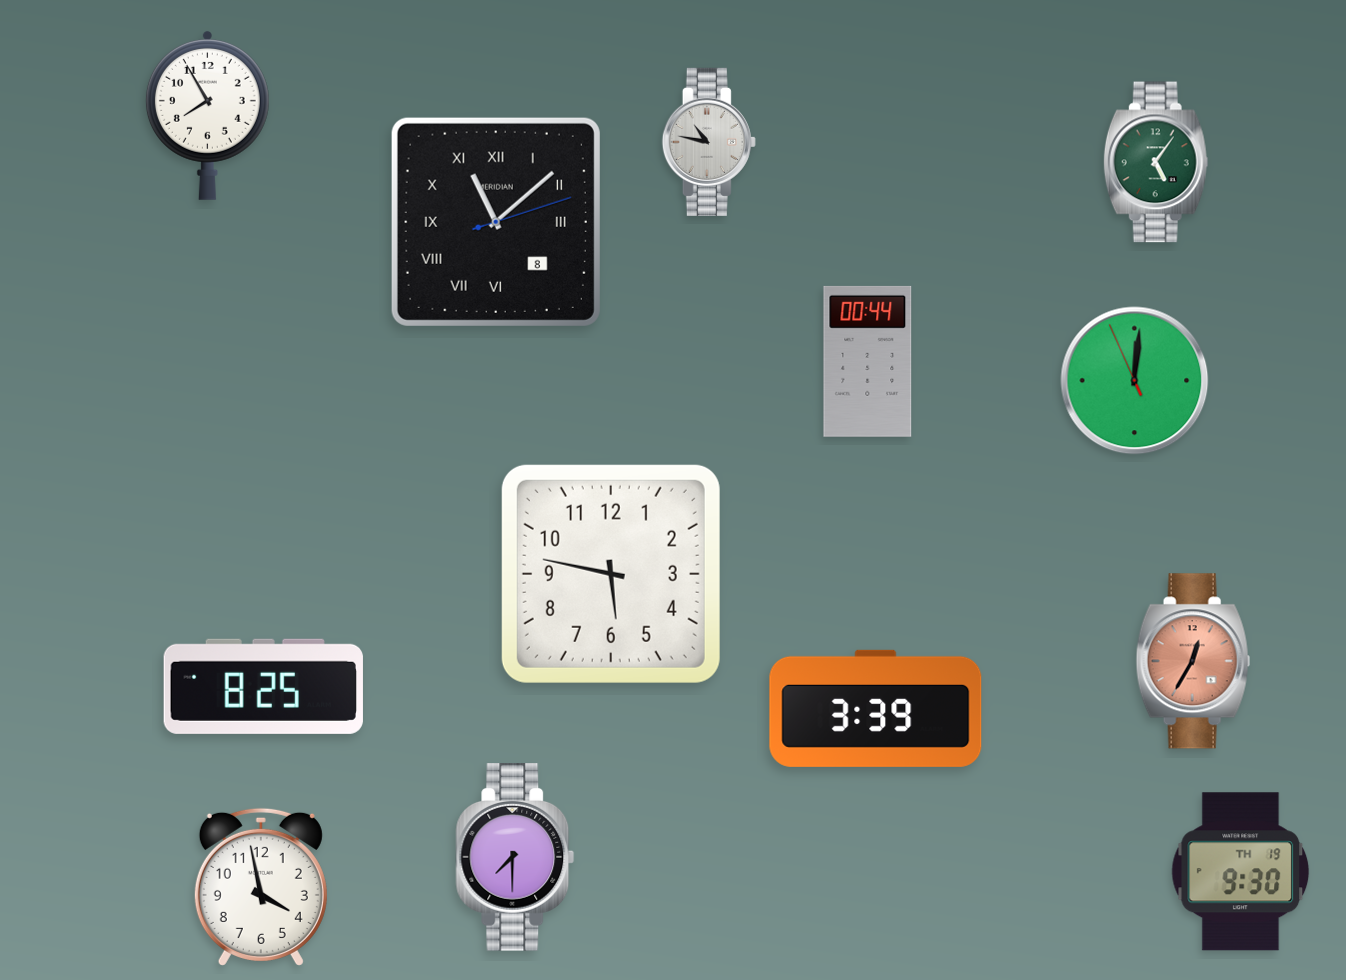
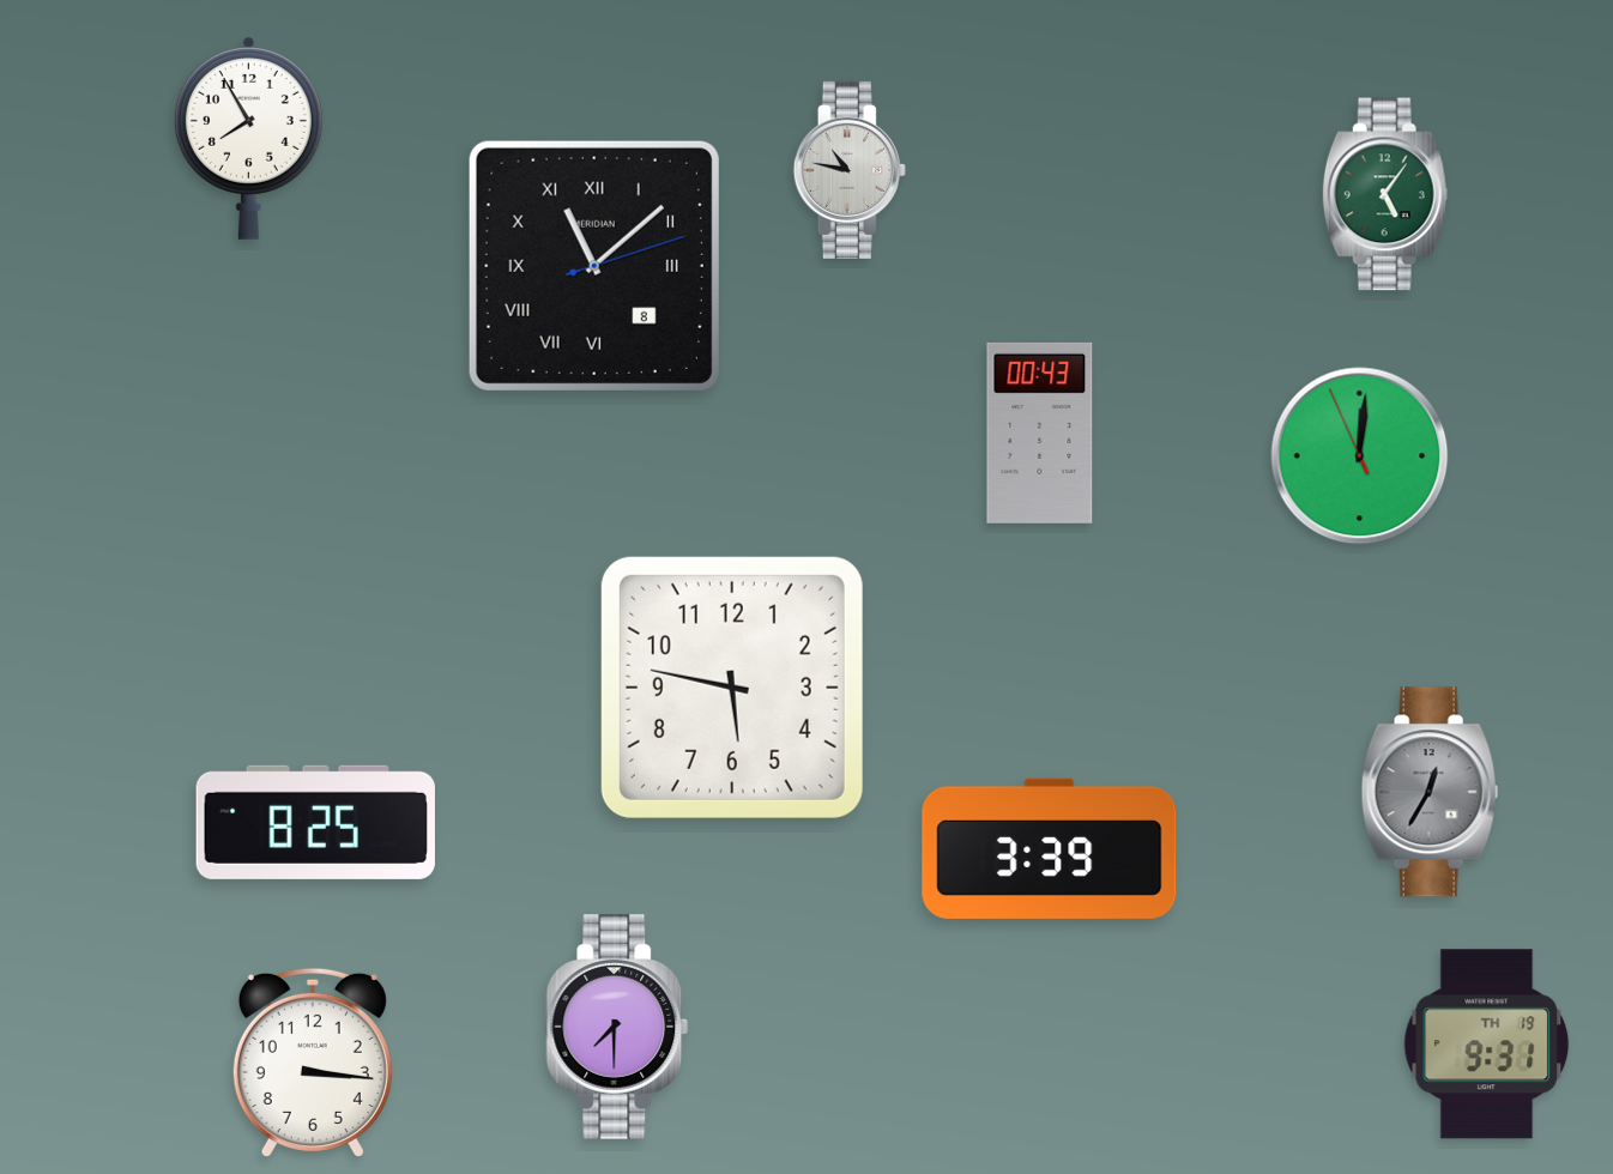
clock at (868, 361): 00:44 -> 00:43
clock at (1193, 661) dial: salmon -> grey
clock at (1241, 872): 9:30 -> 9:31
clock at (261, 887): 3:58 -> 3:16
